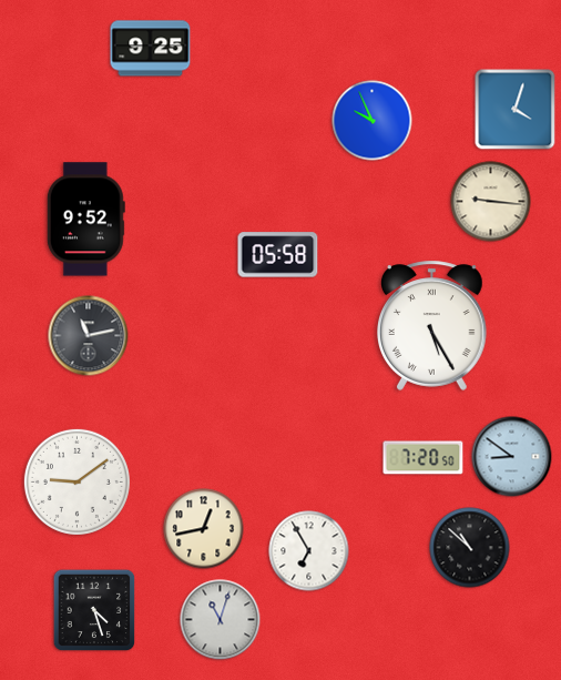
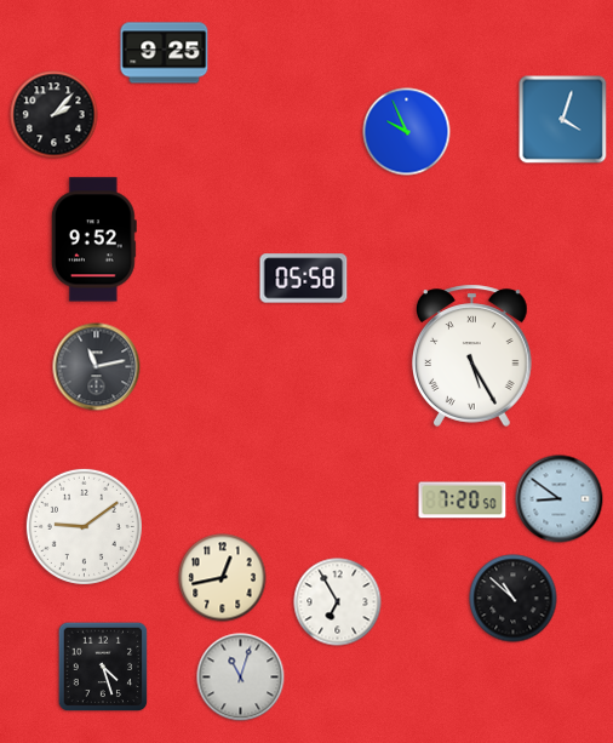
clock at (55, 115): none -> 2:07
clock at (491, 202): 9:16 -> none
